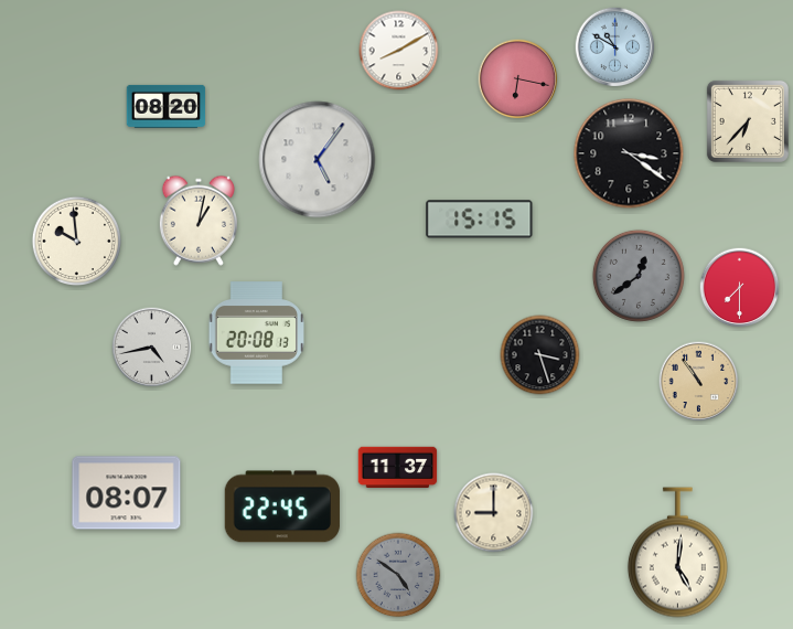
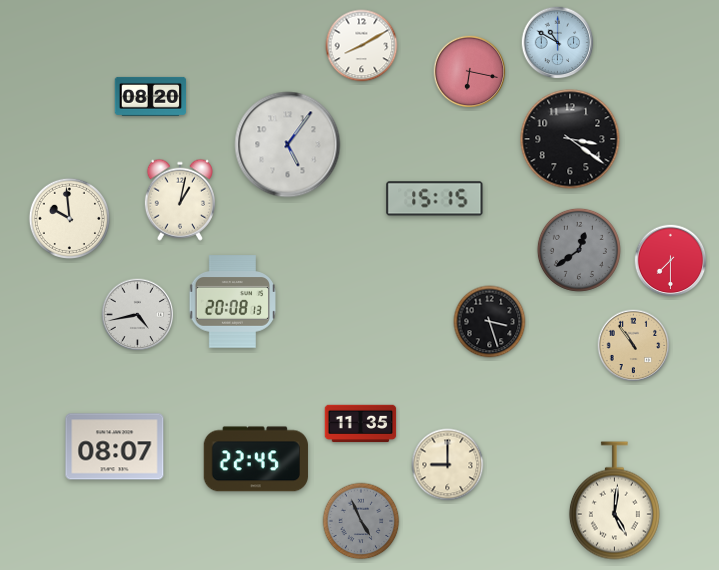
clock at (748, 121): 6:37 -> none
clock at (398, 468): 11:37 -> 11:35
clock at (398, 575): 4:51 -> 4:56
